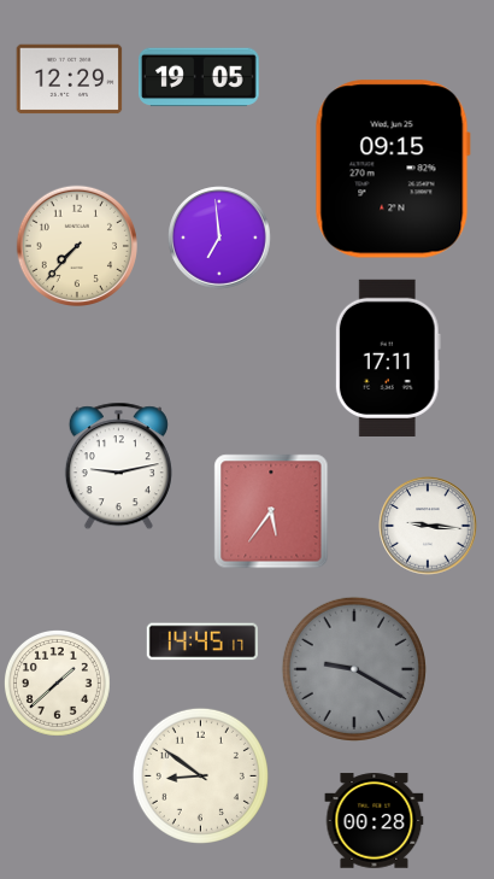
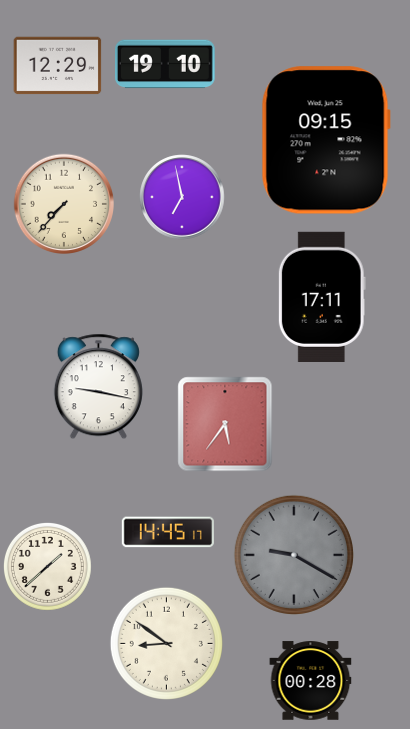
clock at (200, 77): 19:05 -> 19:10
clock at (219, 238): 6:59 -> 6:58
clock at (118, 467): 9:13 -> 9:17
clock at (428, 526): 9:16 -> none
